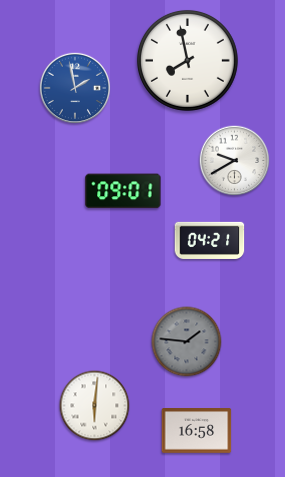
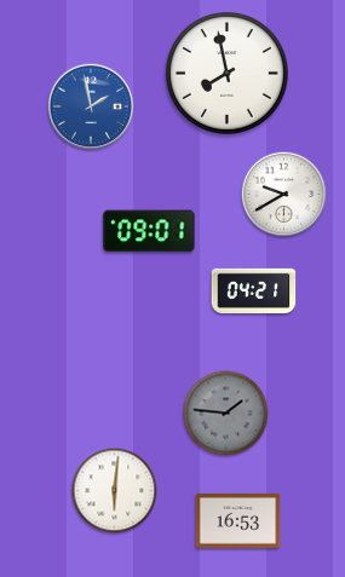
clock at (197, 431): 16:58 -> 16:53
